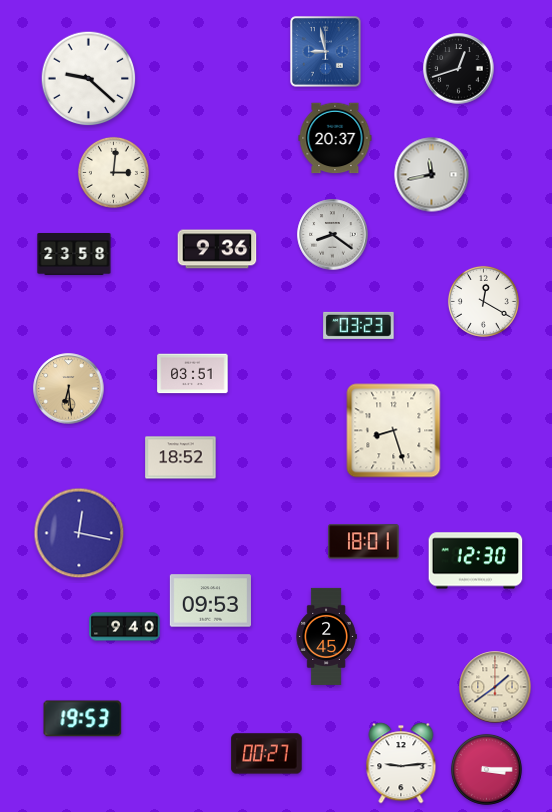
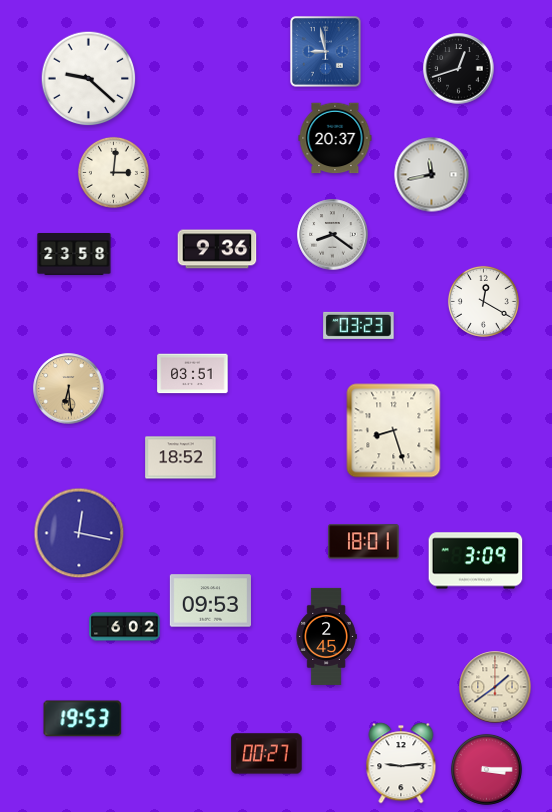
clock at (476, 561): 12:30 -> 3:09
clock at (125, 627): 9:40 -> 6:02
